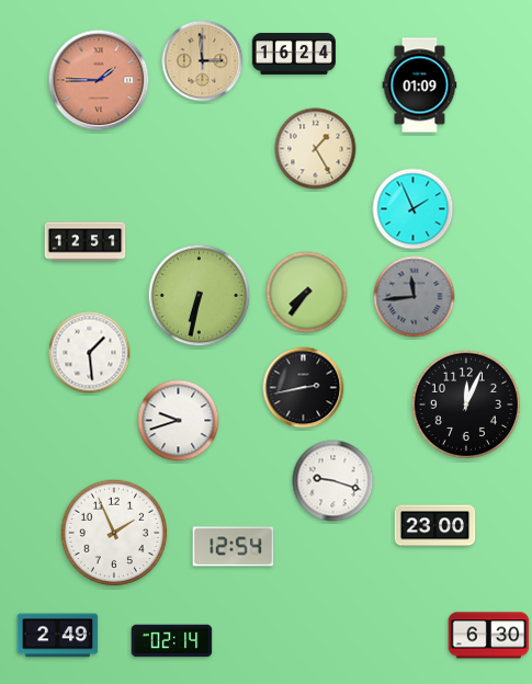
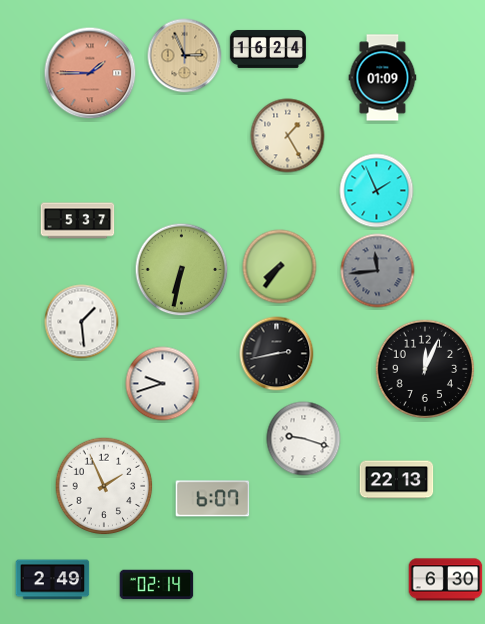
clock at (203, 61): 2:59 -> 2:56
clock at (86, 242): 12:51 -> 5:37
clock at (435, 526): 23:00 -> 22:13
clock at (234, 547): 12:54 -> 6:07
